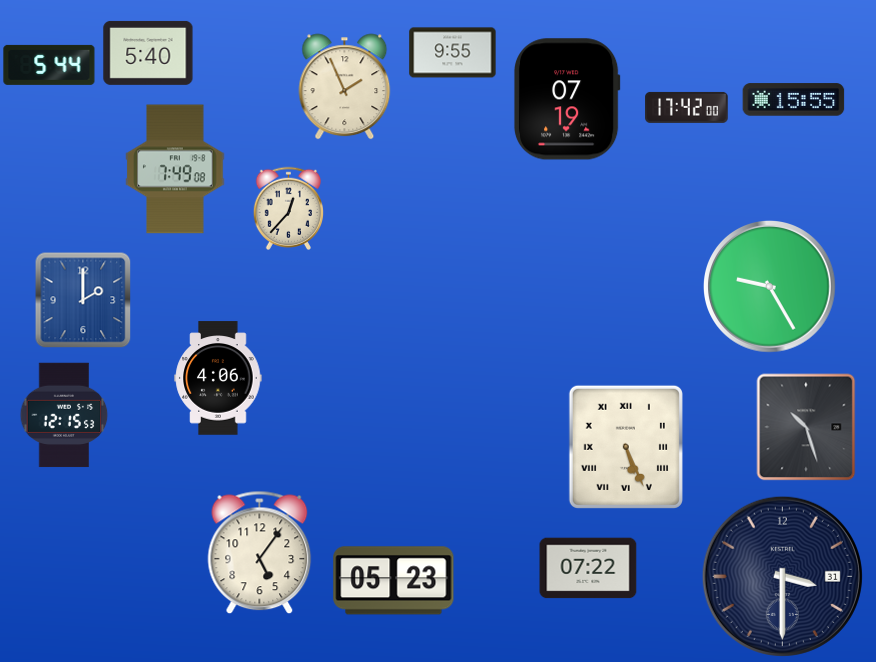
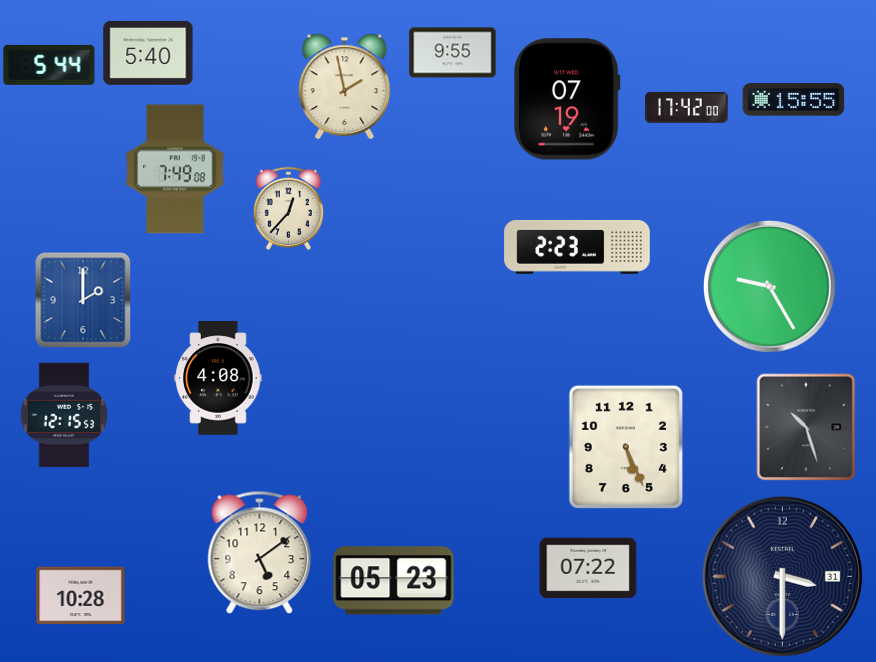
clock at (345, 87): 1:56 -> 1:58
clock at (577, 247): none -> 2:23
clock at (218, 378): 4:06 -> 4:08
clock at (626, 447) numerals: Roman -> Arabic
clock at (260, 553): 5:06 -> 5:09
clock at (81, 596): none -> 10:28
